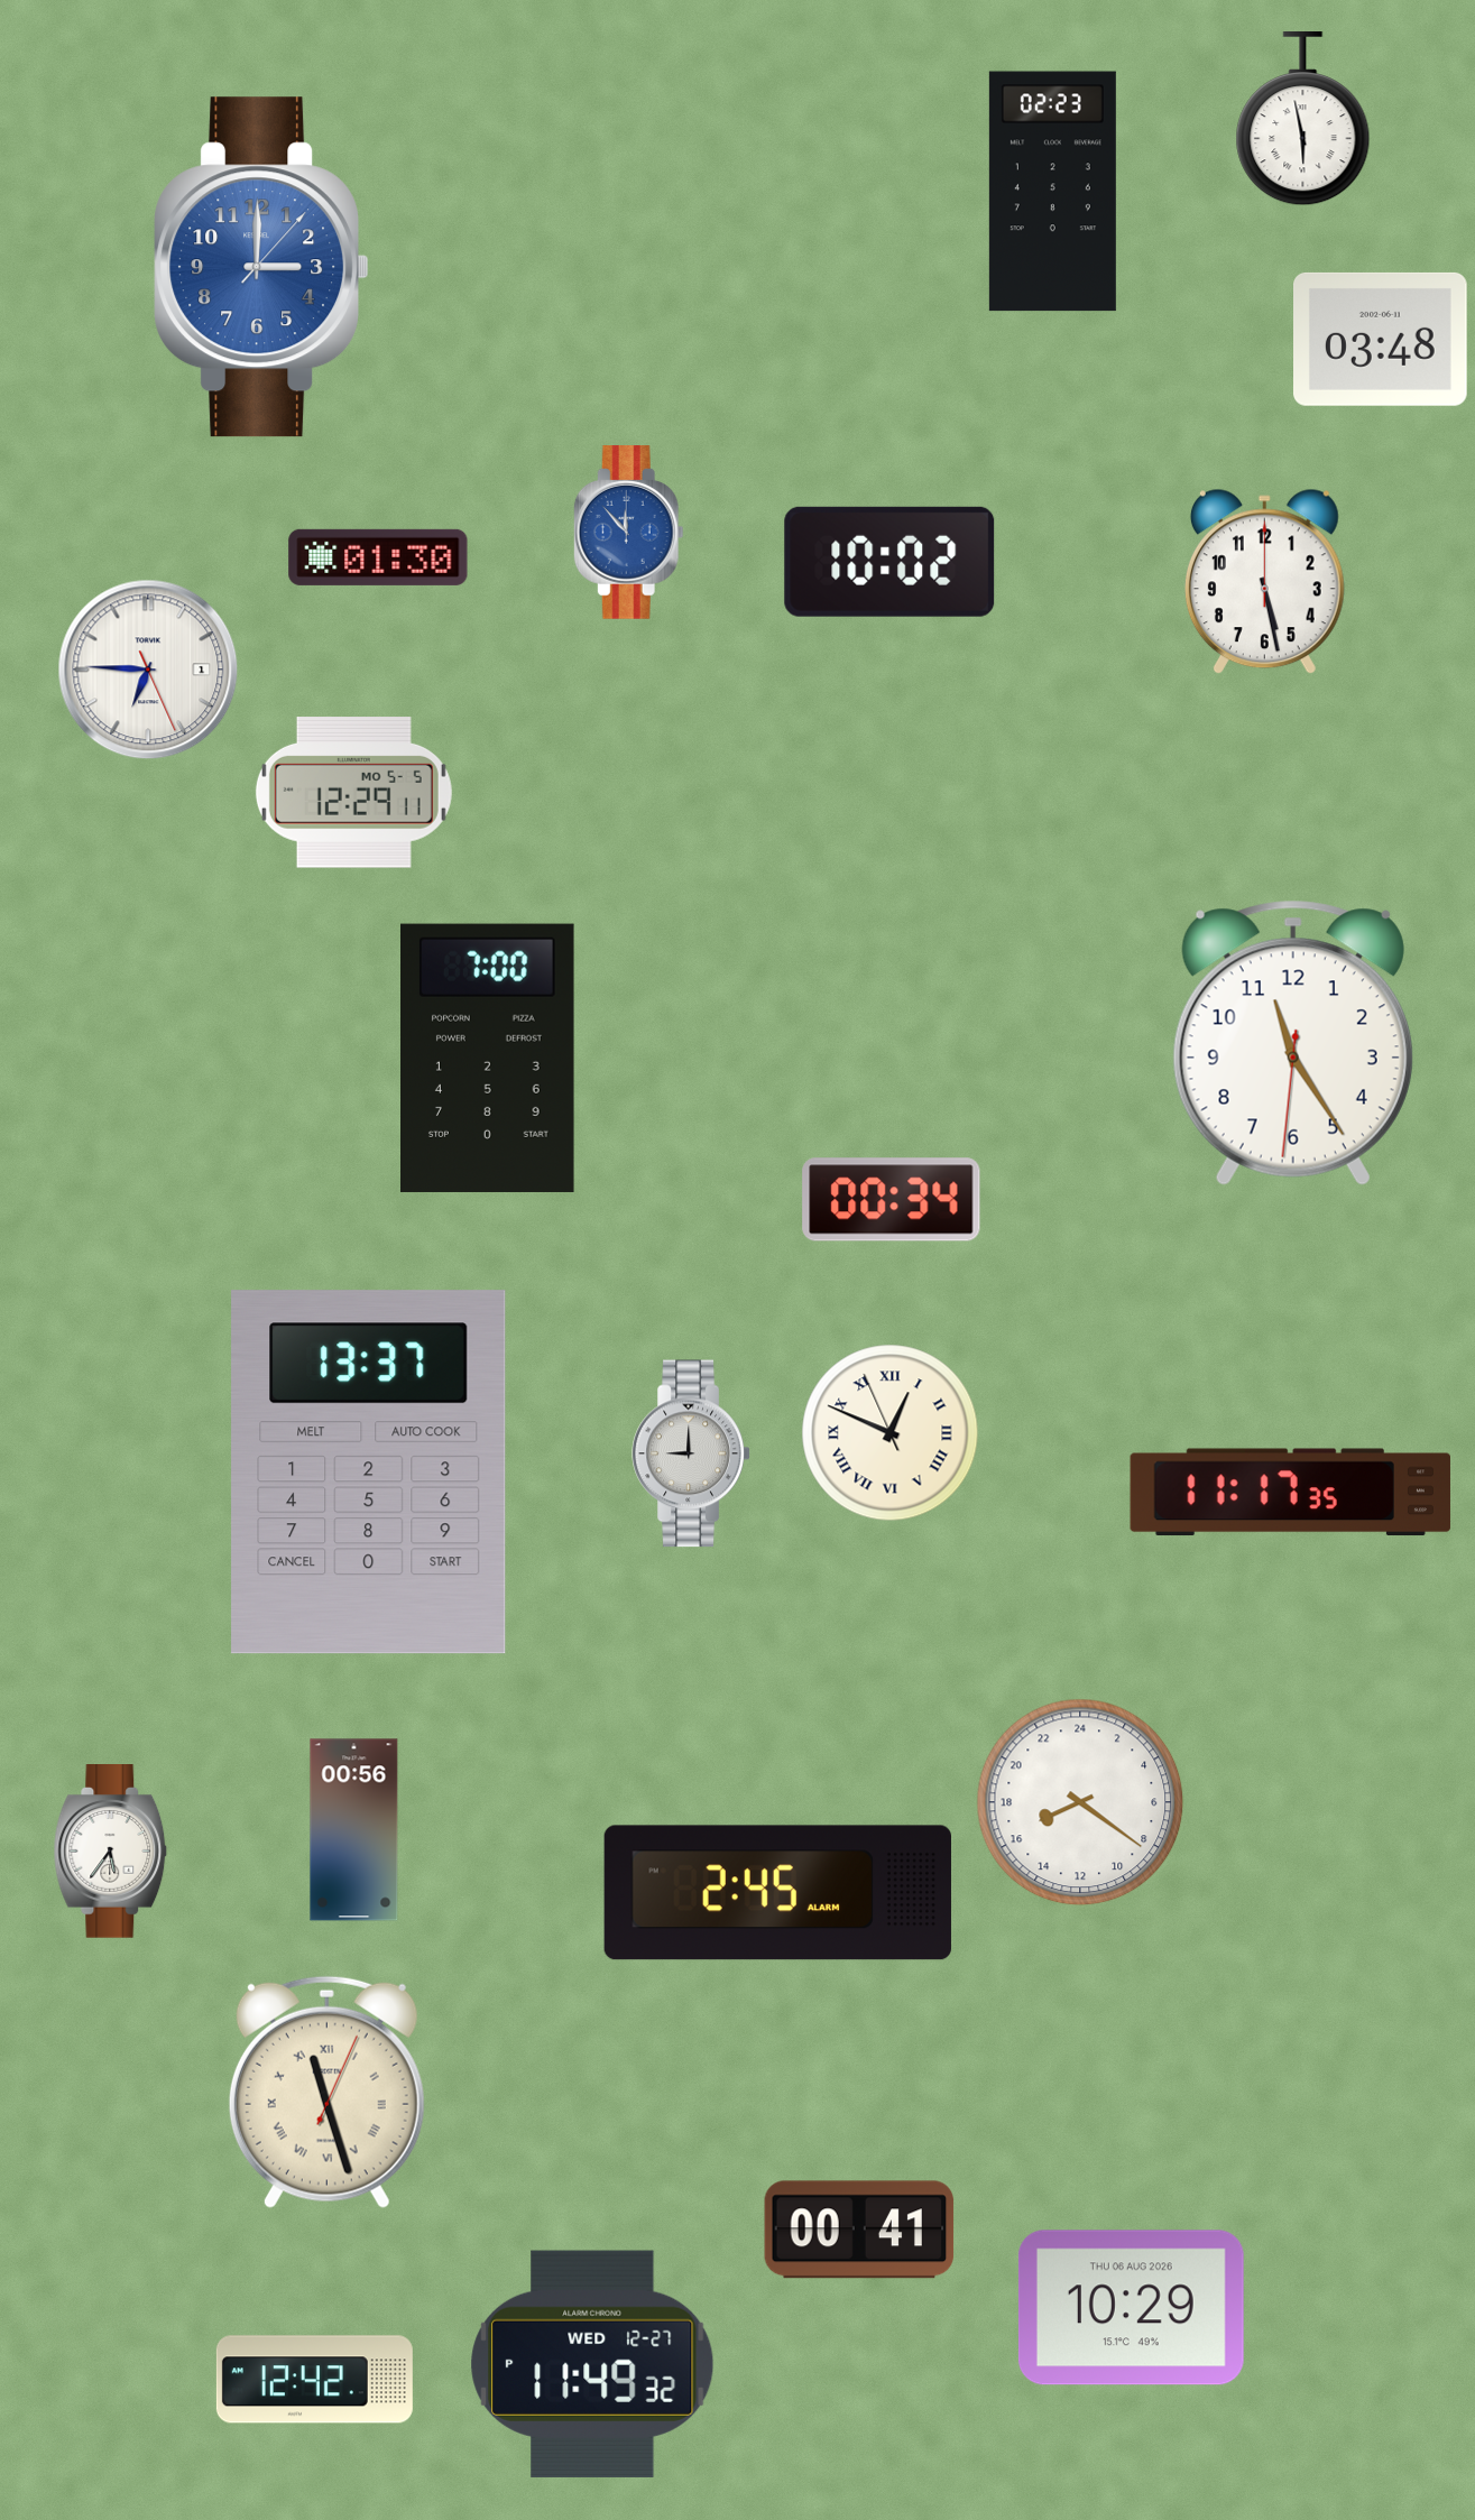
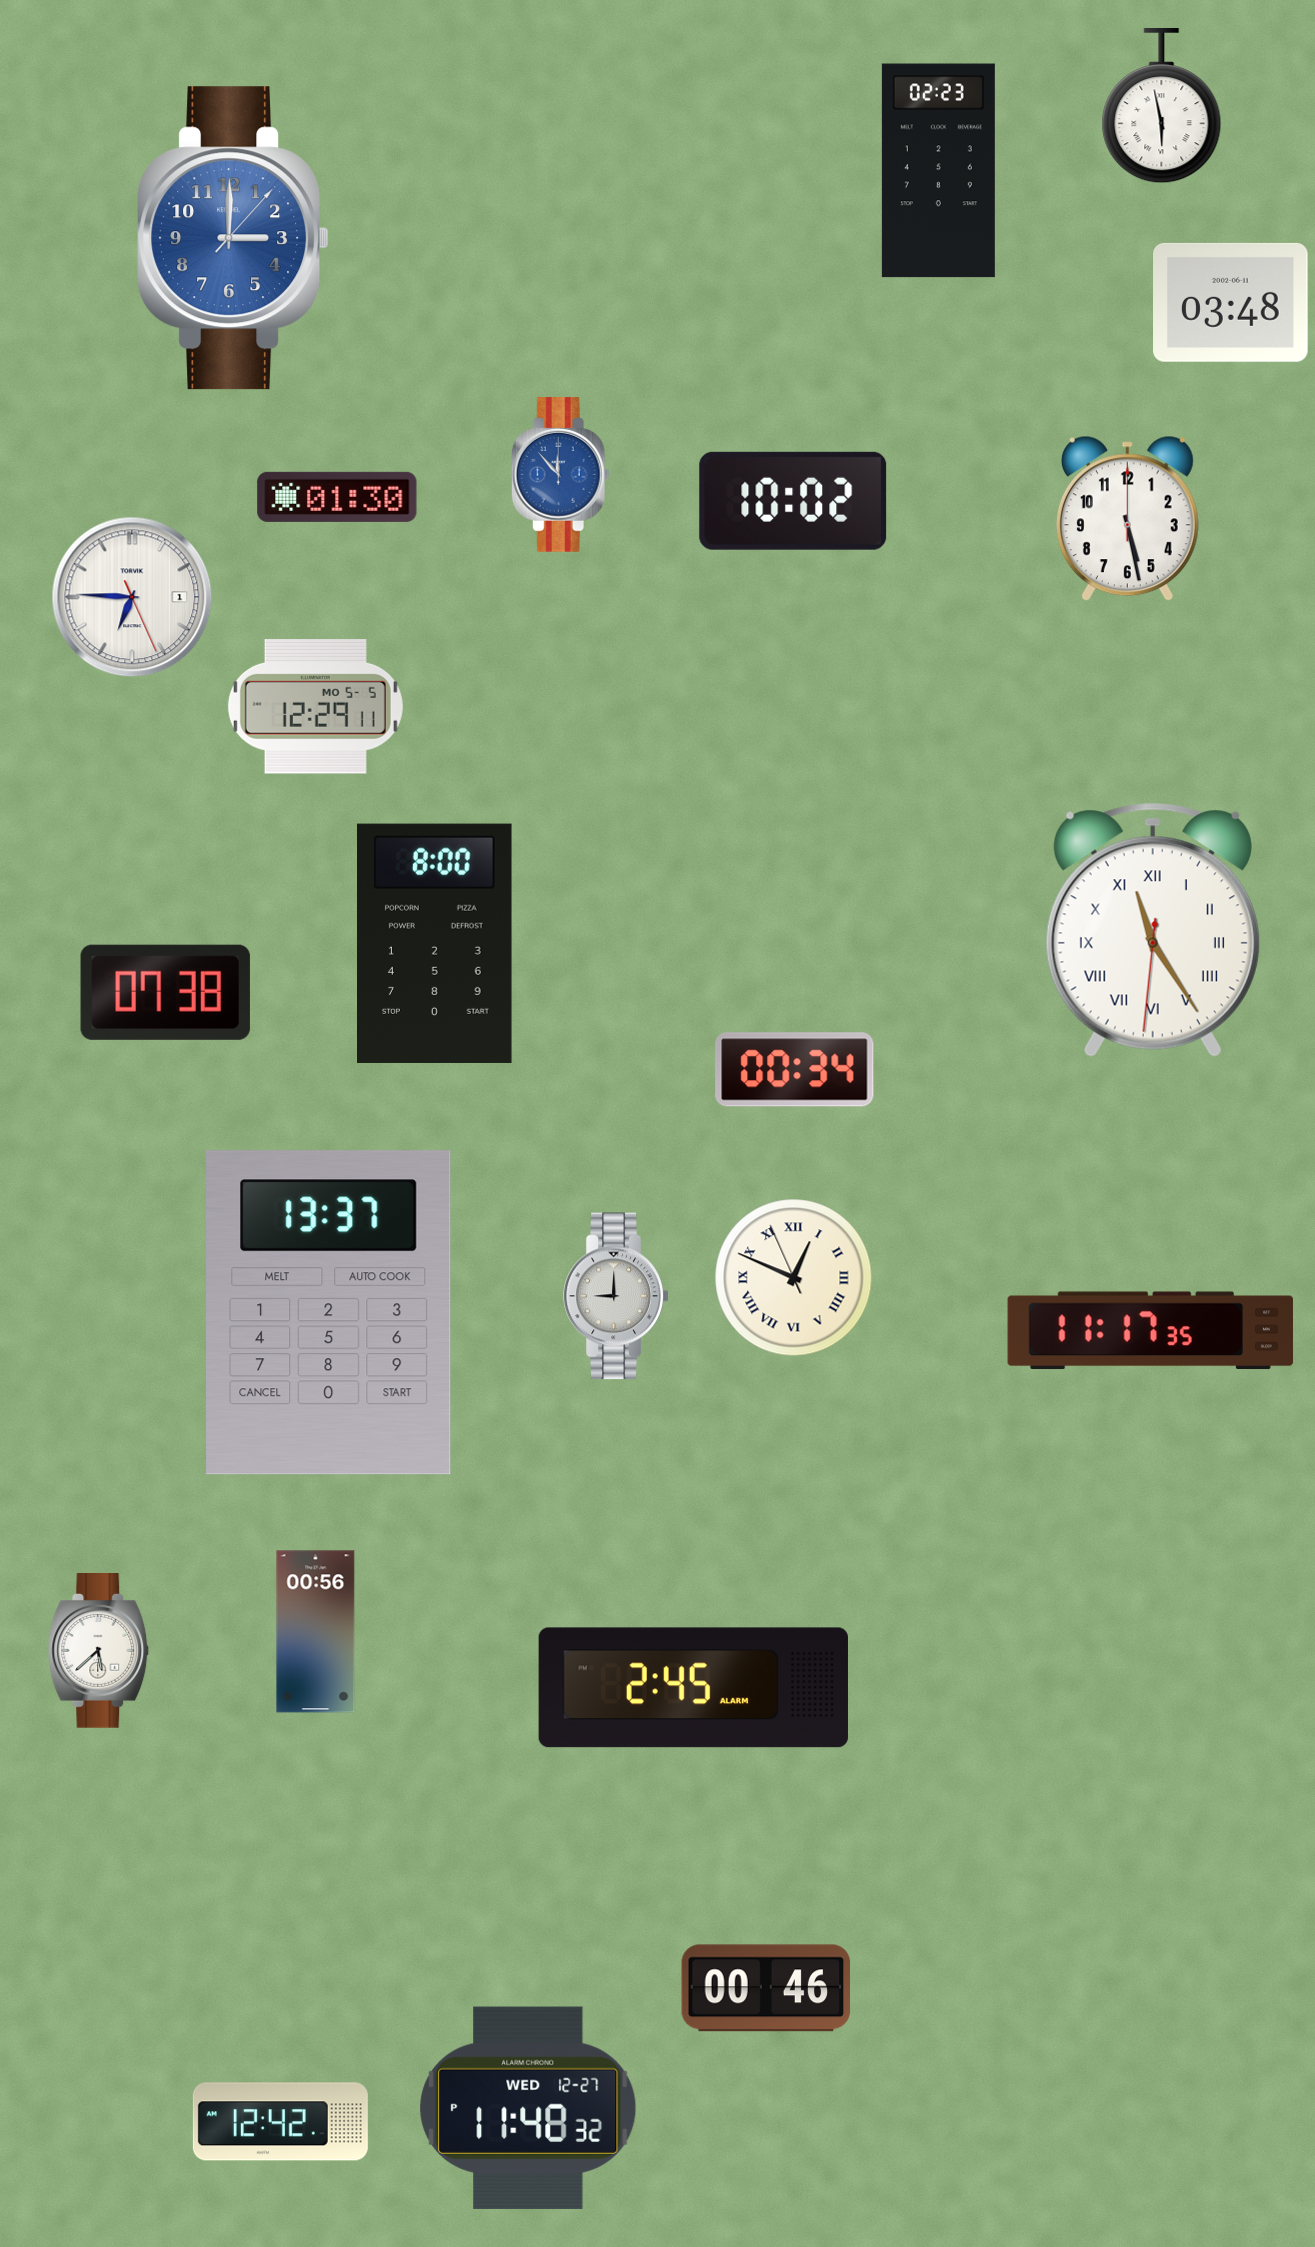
clock at (1293, 1043) numerals: Arabic -> Roman
clock at (488, 1058): 7:00 -> 8:00
clock at (165, 992): none -> 07:38
clock at (1080, 1802): 16:21 -> none
clock at (111, 1852): 5:36 -> 5:38
clock at (326, 2092): 11:27 -> none
clock at (859, 2230): 00:41 -> 00:46
clock at (1131, 2308): 10:29 -> none
clock at (592, 2364): 11:49 -> 11:48
